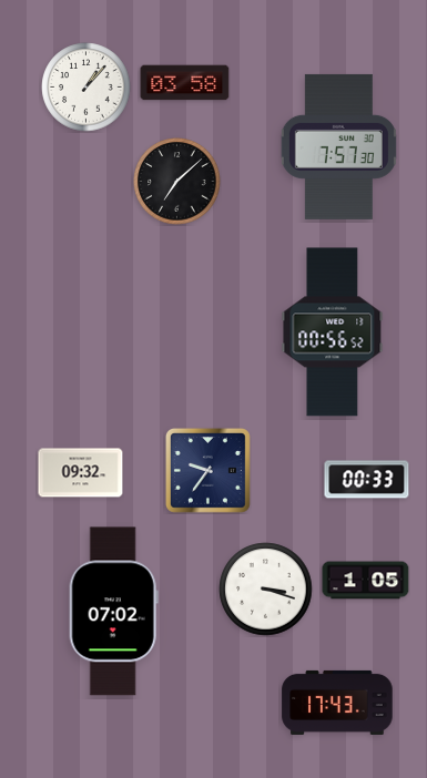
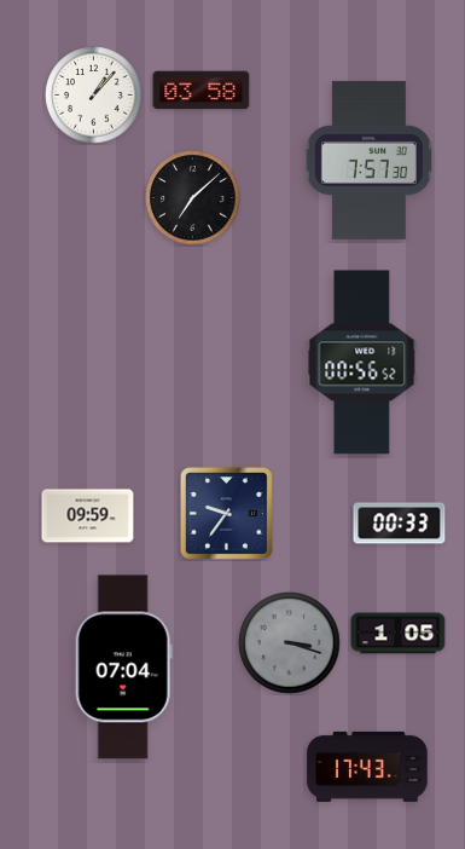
clock at (81, 473): 09:32 -> 09:59
clock at (266, 590) dial: white -> grey
clock at (113, 612): 07:02 -> 07:04
